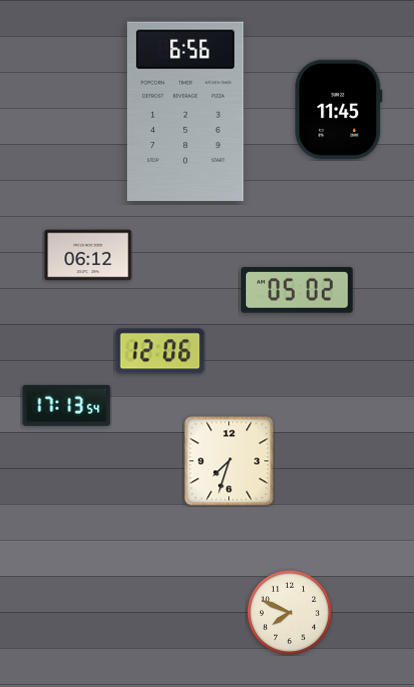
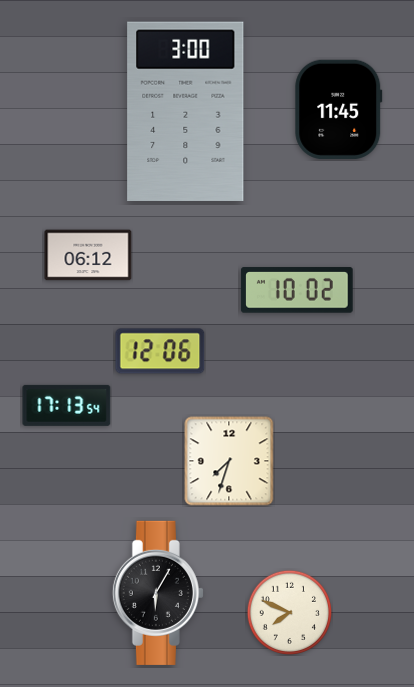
clock at (186, 111): 6:56 -> 3:00
clock at (297, 290): 05:02 -> 10:02
clock at (158, 593): none -> 6:05
